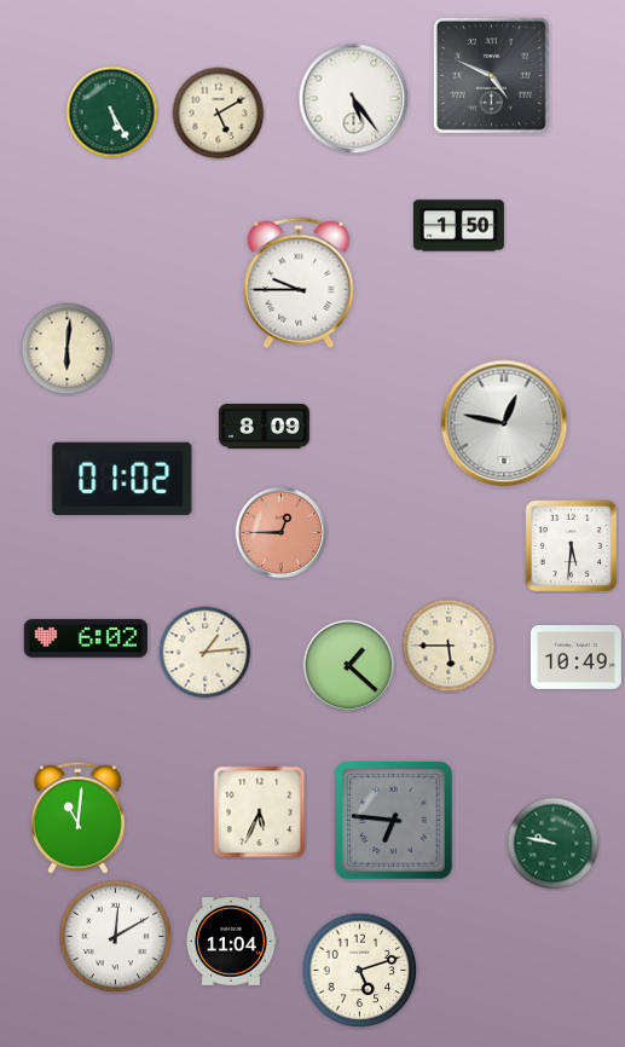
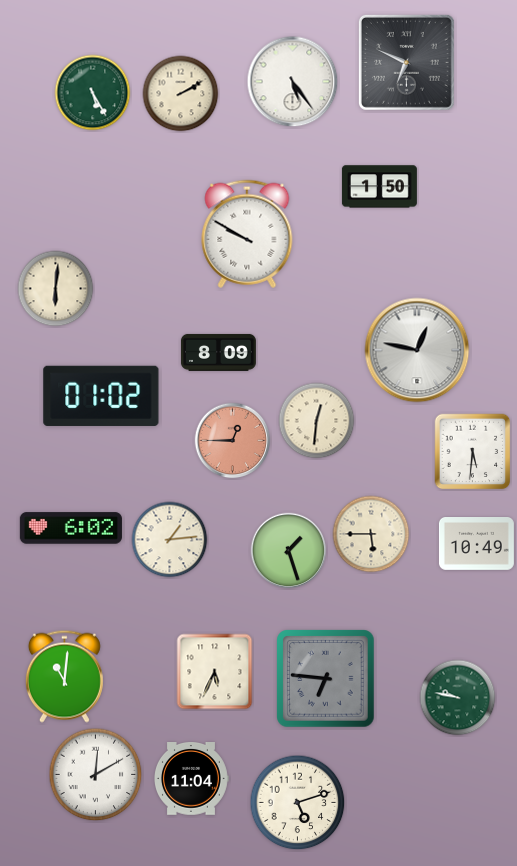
clock at (491, 75): 4:49 -> 6:49
clock at (219, 114): 5:10 -> 2:10
clock at (299, 283): 9:45 -> 9:50
clock at (317, 421): none -> 12:31
clock at (349, 666): 1:22 -> 1:27
